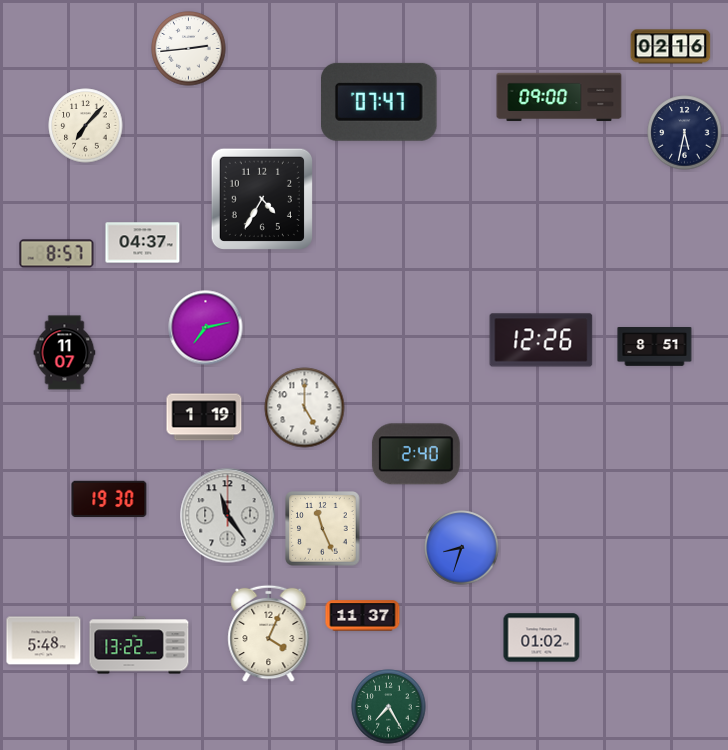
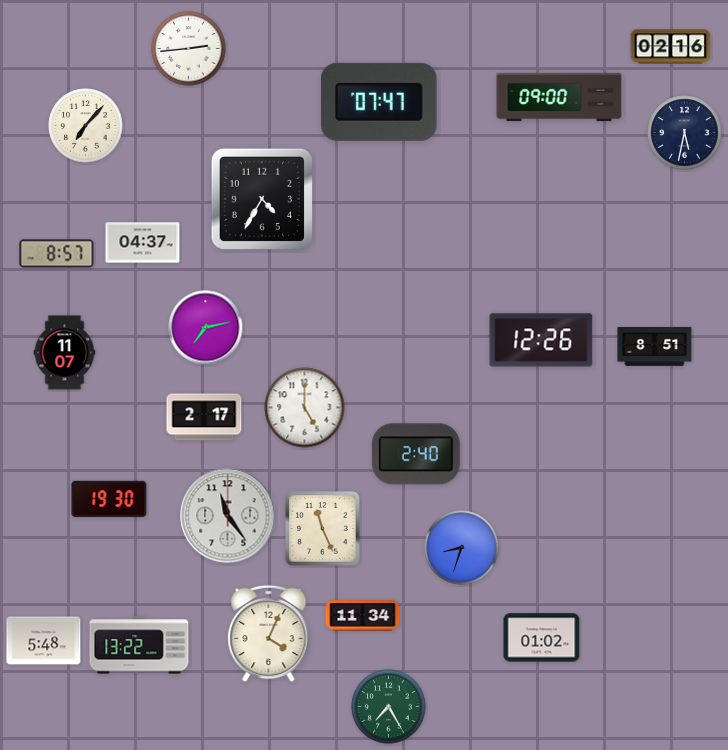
clock at (204, 417): 1:19 -> 2:17
clock at (363, 616): 11:37 -> 11:34
